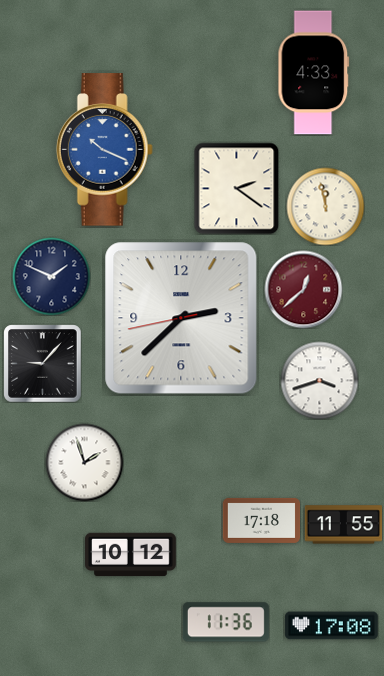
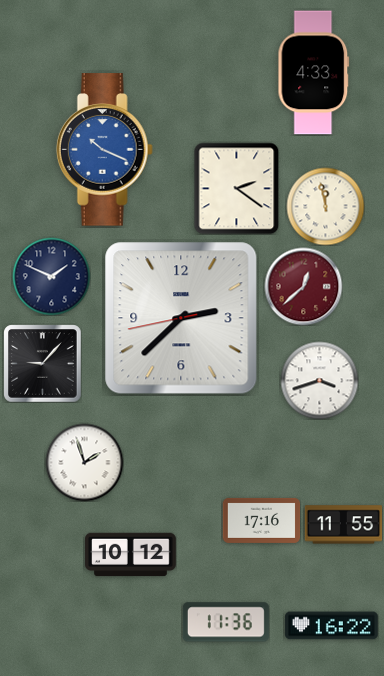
clock at (303, 289) position: (303, 289) -> (303, 286)
clock at (261, 520): 17:18 -> 17:16
clock at (332, 626): 17:08 -> 16:22
